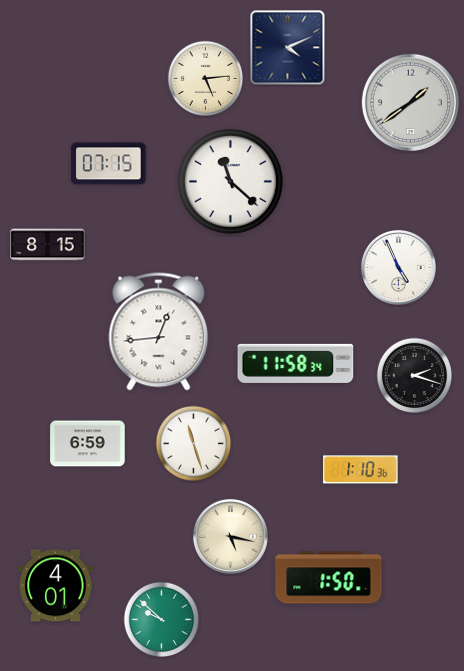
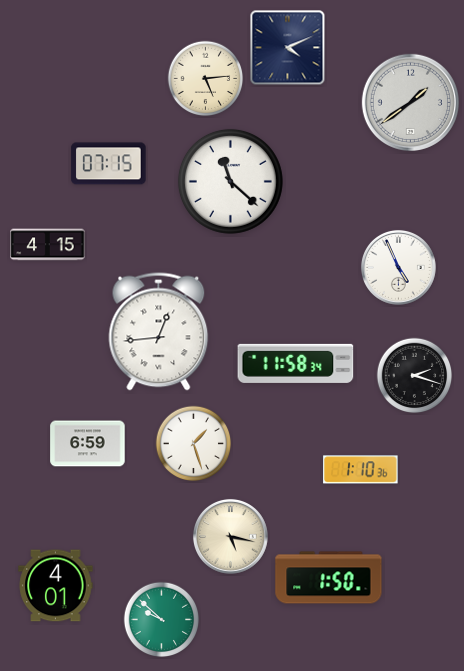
clock at (48, 245): 8:15 -> 4:15
clock at (194, 444): 11:27 -> 1:27
